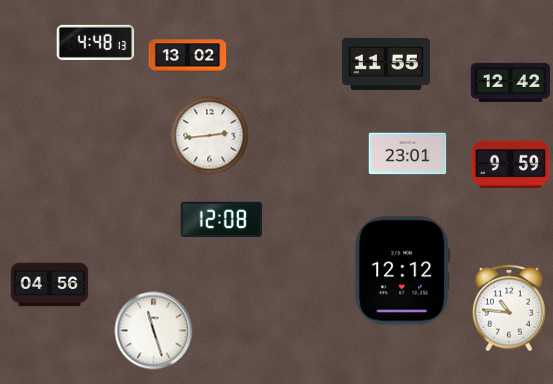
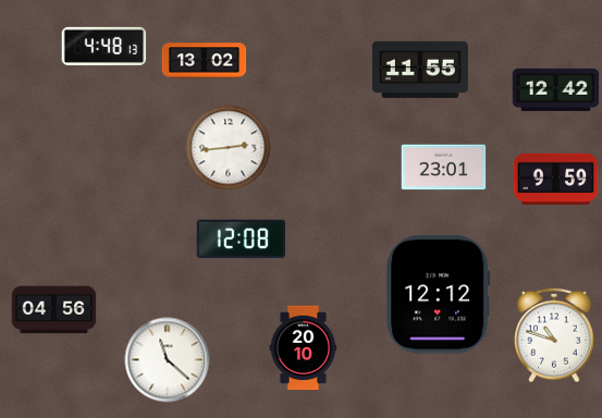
clock at (509, 308): 10:46 -> 10:48
clock at (304, 347): none -> 20:10
clock at (153, 330): 11:27 -> 11:22
